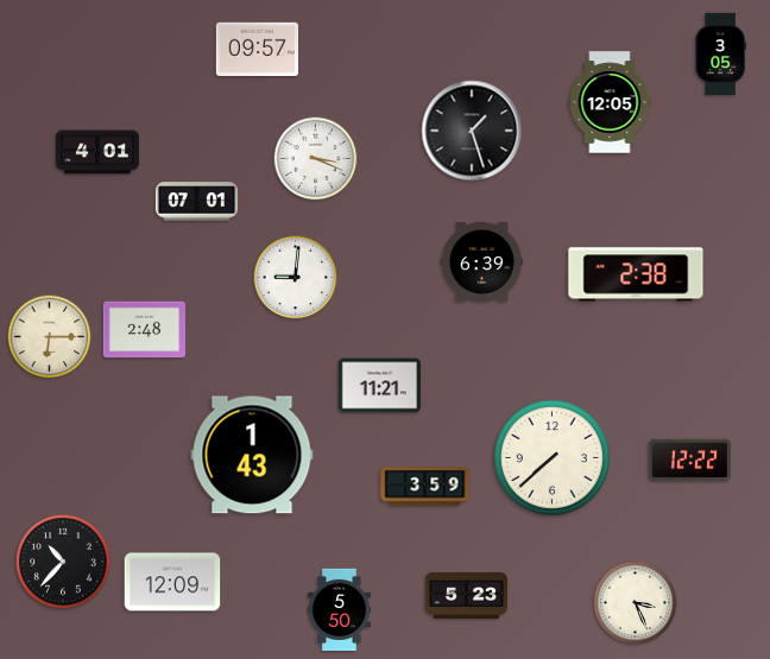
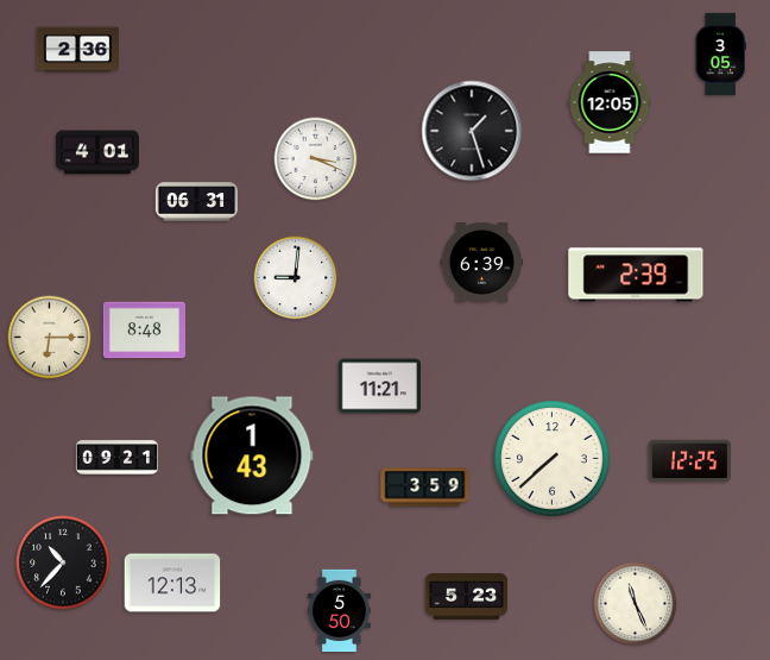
clock at (257, 49): 09:57 -> none
clock at (77, 50): none -> 2:36
clock at (196, 202): 07:01 -> 06:31
clock at (636, 274): 2:38 -> 2:39
clock at (144, 330): 2:48 -> 8:48
clock at (118, 458): none -> 09:21
clock at (689, 461): 12:22 -> 12:25
clock at (172, 582): 12:09 -> 12:13
clock at (636, 603): 3:26 -> 11:26
